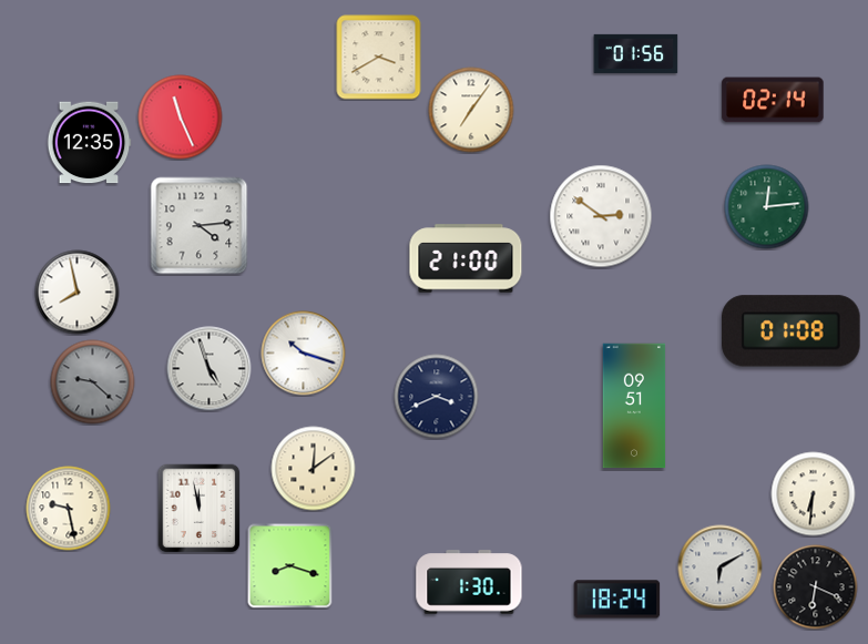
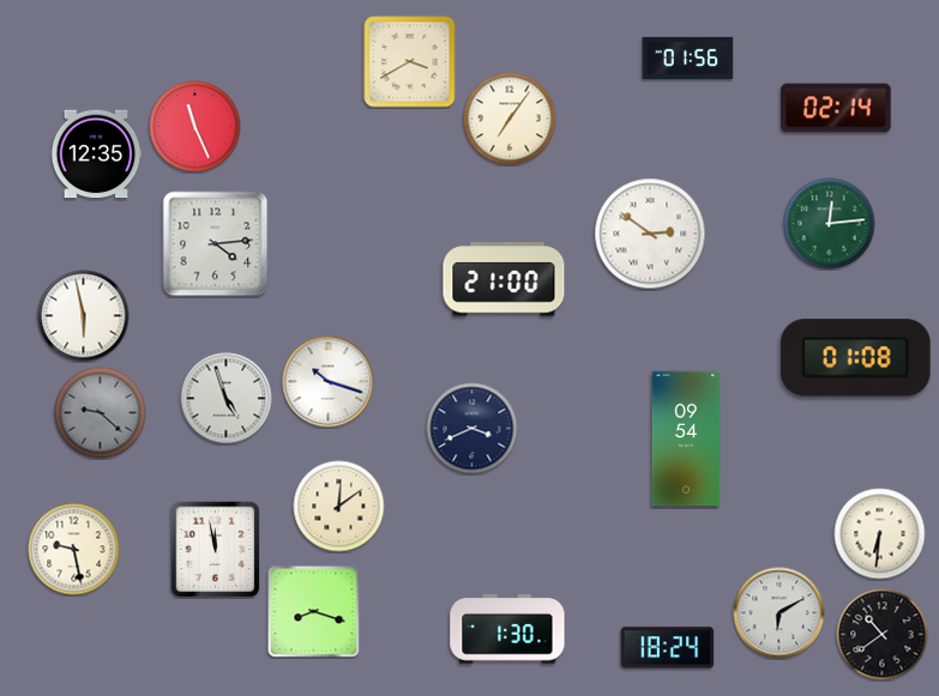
clock at (78, 293): 7:58 -> 5:58
clock at (634, 406): 09:51 -> 09:54
clock at (816, 587): 6:19 -> 10:39
